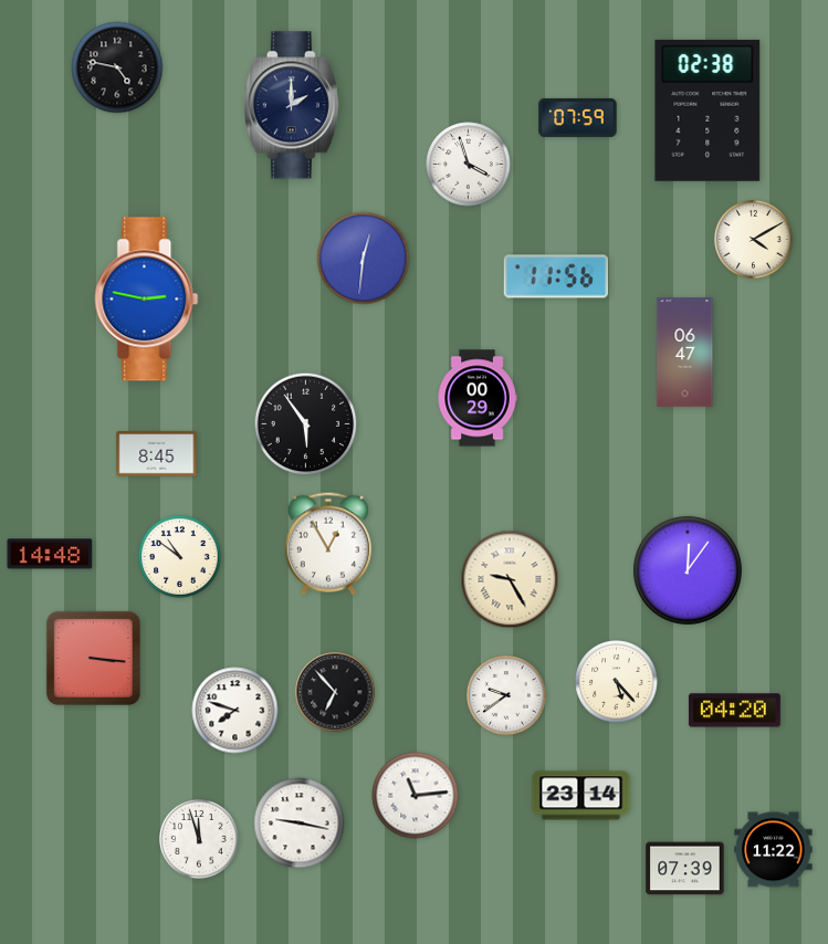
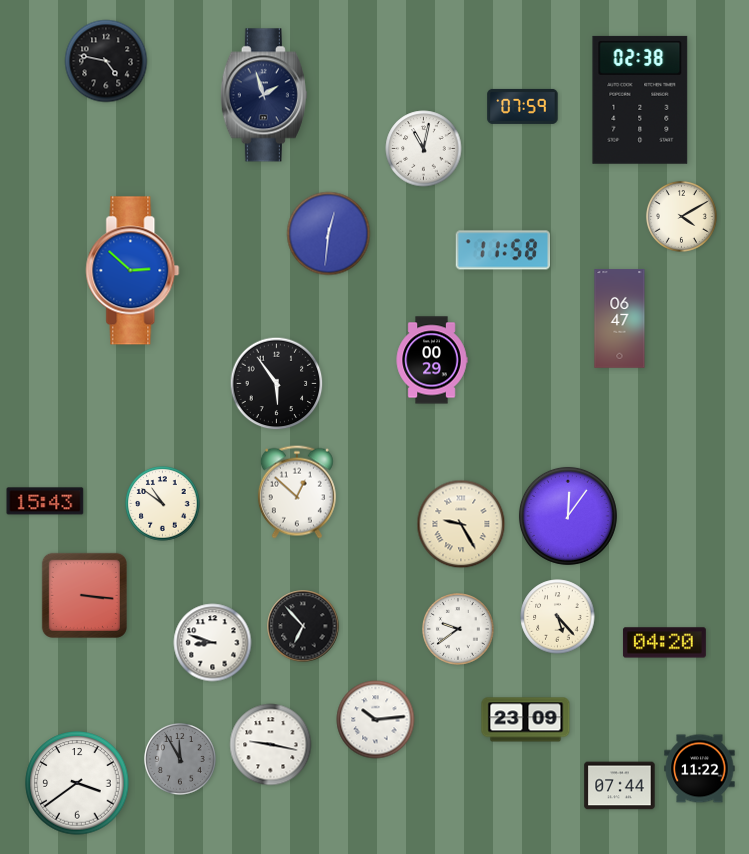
clock at (292, 105): 2:00 -> 1:57
clock at (469, 165): 3:57 -> 11:02
clock at (556, 276): 11:56 -> 11:58
clock at (147, 300): 2:47 -> 2:52
clock at (157, 454): 8:45 -> none
clock at (328, 544): 12:55 -> 12:52
clock at (50, 554): 14:48 -> 15:43
clock at (688, 570) position: (688, 570) -> (568, 516)
clock at (235, 711): 7:48 -> 8:48
clock at (416, 796): 11:14 -> 10:14
clock at (581, 796): 23:14 -> 23:09
clock at (200, 840): 11:57 -> 11:55
clock at (200, 840) dial: white -> grey
clock at (77, 783): none -> 3:39
clock at (685, 869): 07:39 -> 07:44
